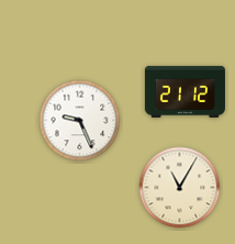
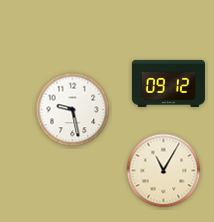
clock at (184, 91): 21:12 -> 09:12
clock at (80, 121): 9:26 -> 9:28
